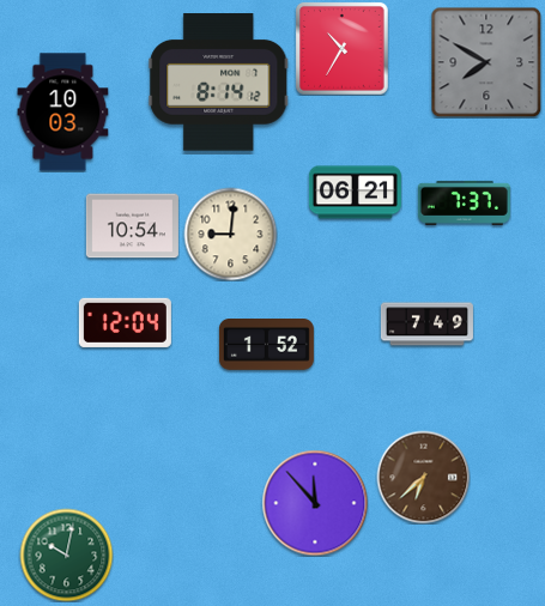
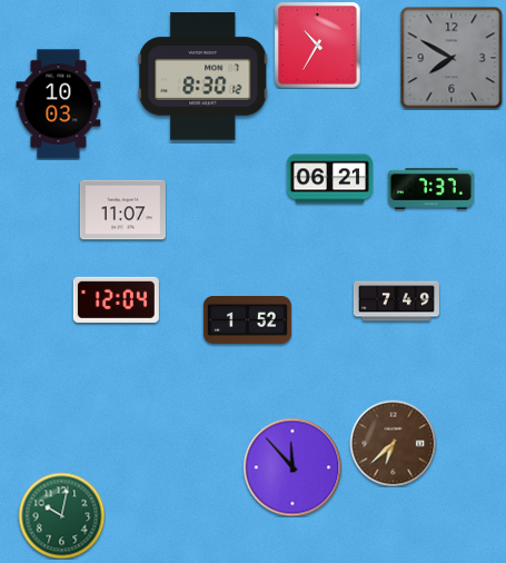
clock at (219, 83): 8:14 -> 8:30
clock at (132, 226): 10:54 -> 11:07
clock at (230, 234): 9:01 -> none
